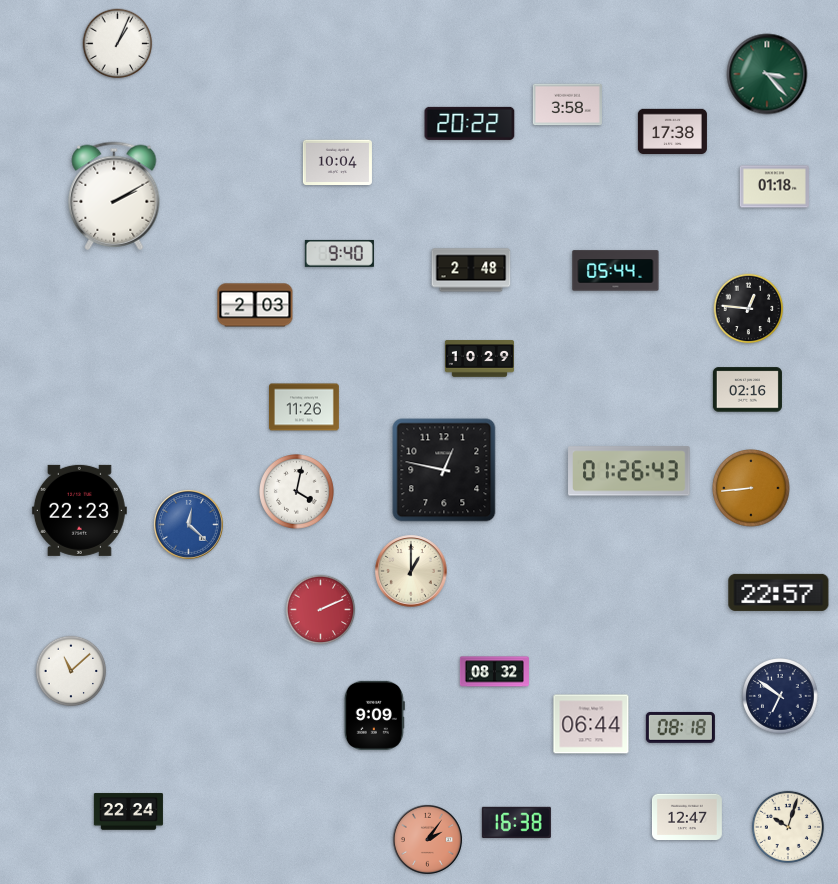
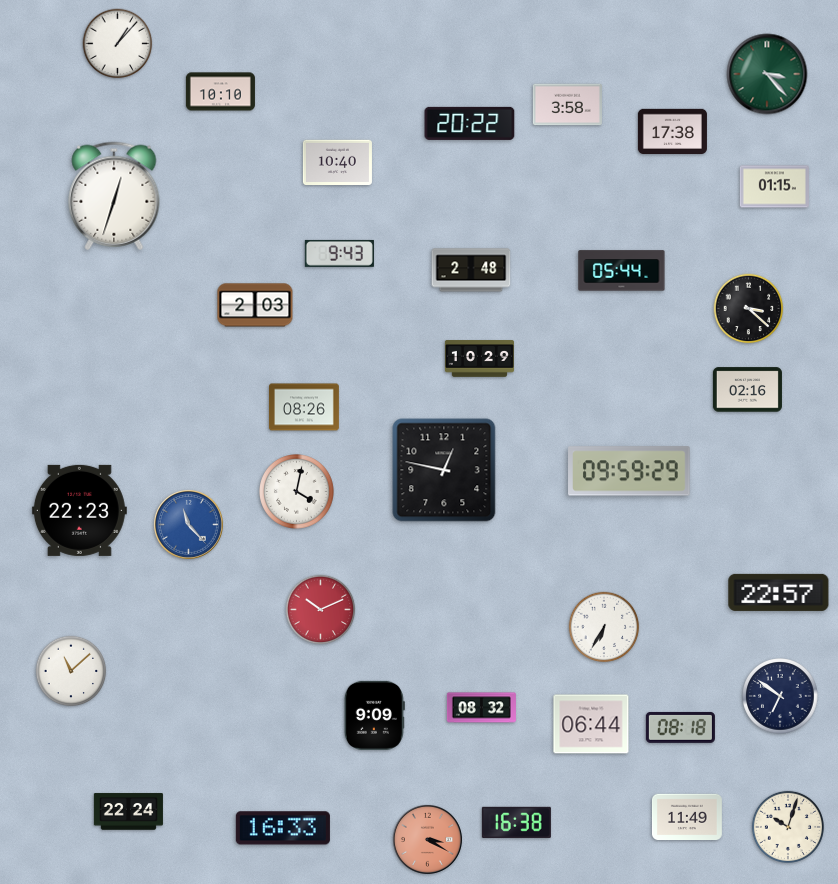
clock at (118, 44): 1:04 -> 1:07
clock at (220, 92): none -> 10:10
clock at (337, 163): 10:04 -> 10:40
clock at (774, 187): 01:18 -> 01:15
clock at (114, 196): 2:10 -> 12:33
clock at (339, 253): 9:40 -> 9:43
clock at (616, 271) position: (616, 271) -> (622, 271)
clock at (749, 309): 12:46 -> 3:22
clock at (304, 407): 11:26 -> 08:26
clock at (629, 471): 01:26 -> 09:59
clock at (751, 488): 8:44 -> none
clock at (188, 524): 12:22 -> 11:23
clock at (411, 571): 1:00 -> none
clock at (321, 610): 2:11 -> 10:11
clock at (604, 627): none -> 6:35
clock at (494, 672) position: (494, 672) -> (481, 708)
clock at (687, 816): 12:47 -> 11:49
clock at (283, 828): none -> 16:33
clock at (427, 839): 2:06 -> 3:20
